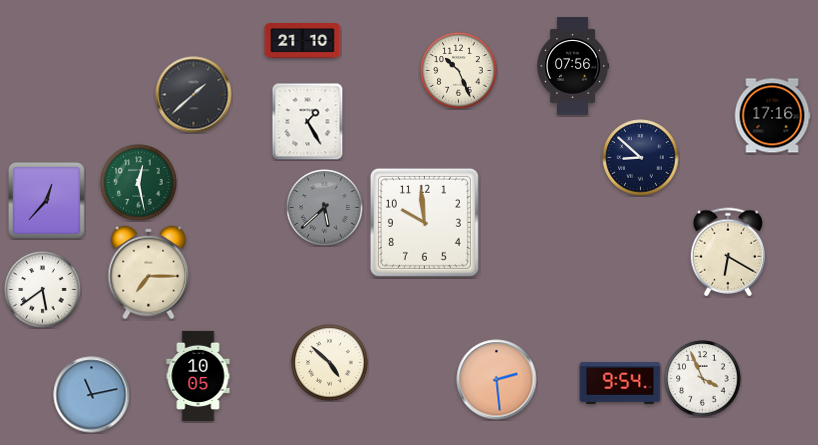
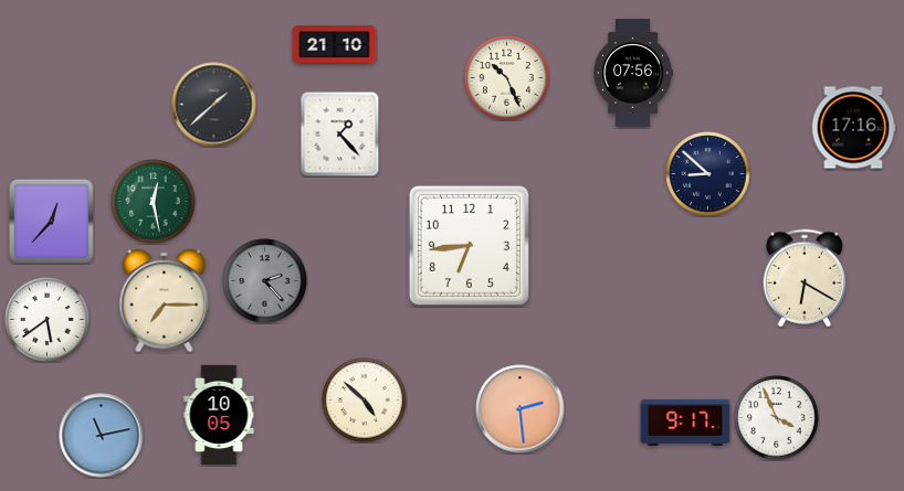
clock at (308, 121): 1:25 -> 1:23
clock at (325, 208): 5:38 -> none
clock at (424, 222): 9:59 -> 6:44
clock at (265, 281): none -> 2:23
clock at (497, 380) position: (497, 380) -> (521, 409)
clock at (620, 383): 9:54 -> 9:17
